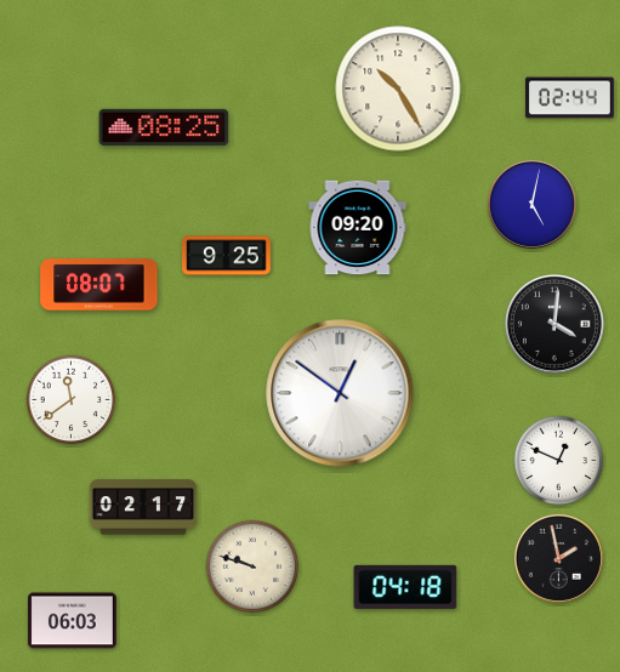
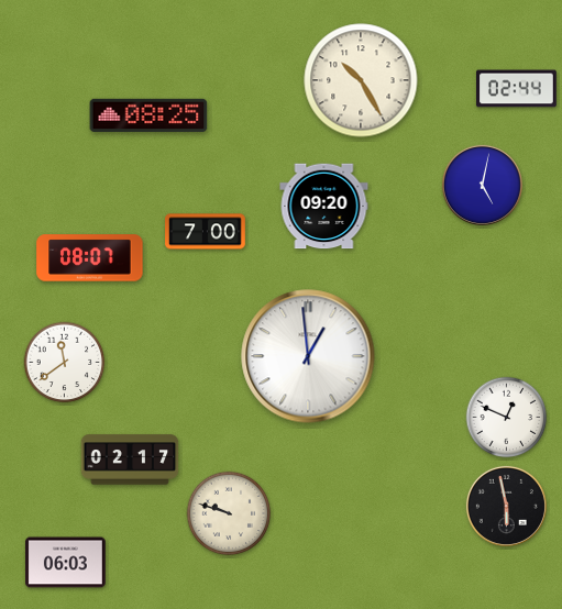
clock at (227, 256): 9:25 -> 7:00
clock at (554, 324): 4:01 -> none
clock at (340, 393): 12:51 -> 12:59
clock at (558, 558): 1:58 -> 5:58
clock at (405, 587): 04:18 -> none
